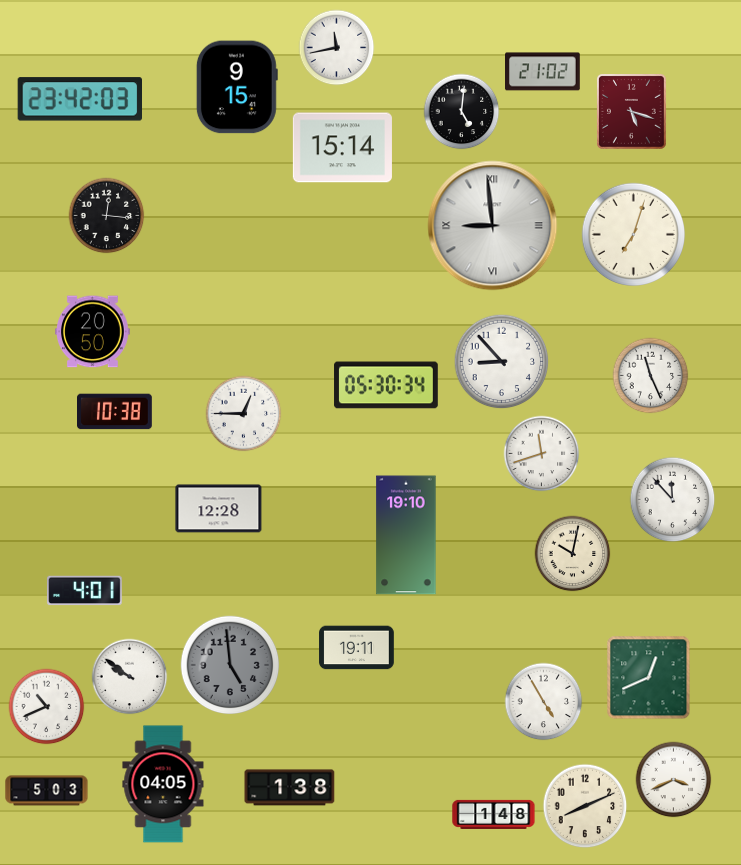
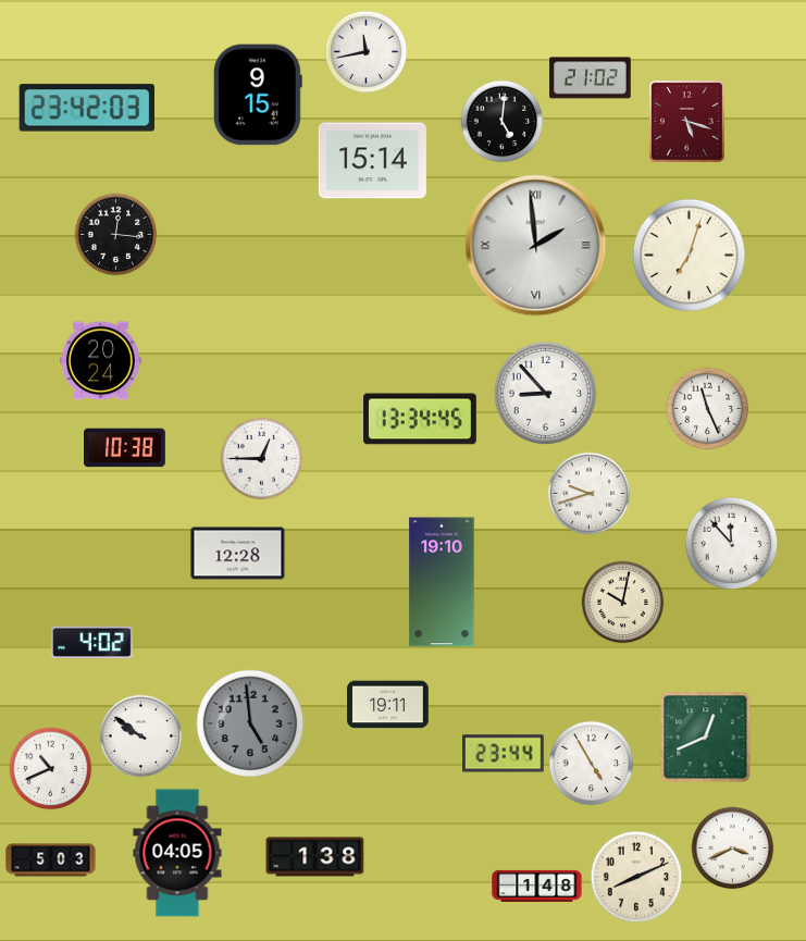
clock at (493, 226): 8:59 -> 1:59
clock at (93, 332): 20:50 -> 20:24
clock at (386, 385): 05:30 -> 13:34
clock at (244, 414) position: (244, 414) -> (262, 459)
clock at (542, 454): 11:42 -> 9:42
clock at (85, 591): 4:01 -> 4:02
clock at (504, 754): none -> 23:44
